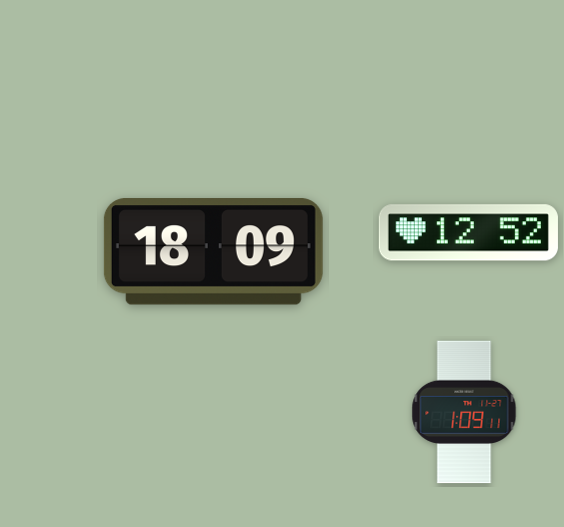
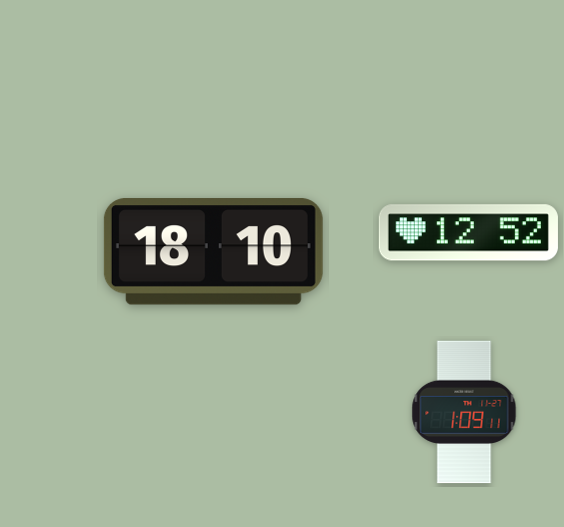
clock at (213, 252): 18:09 -> 18:10
